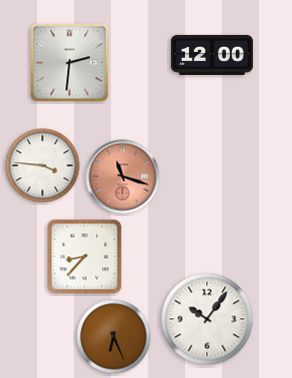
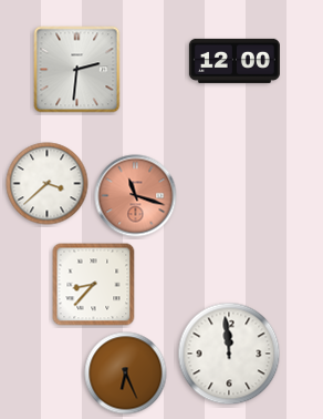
clock at (43, 166): 3:46 -> 3:38
clock at (207, 319): 10:06 -> 11:59
